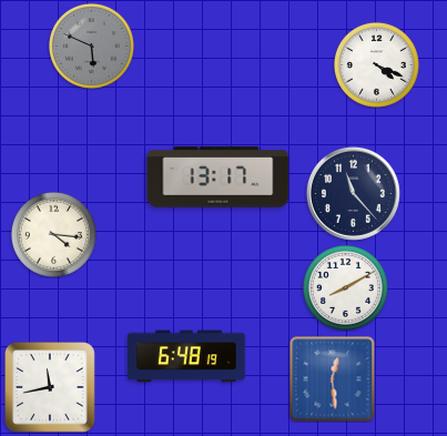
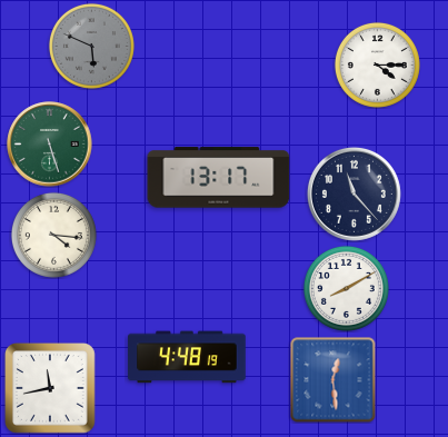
clock at (376, 64): 4:19 -> 4:15
clock at (50, 145): none -> 5:27
clock at (186, 356): 6:48 -> 4:48
